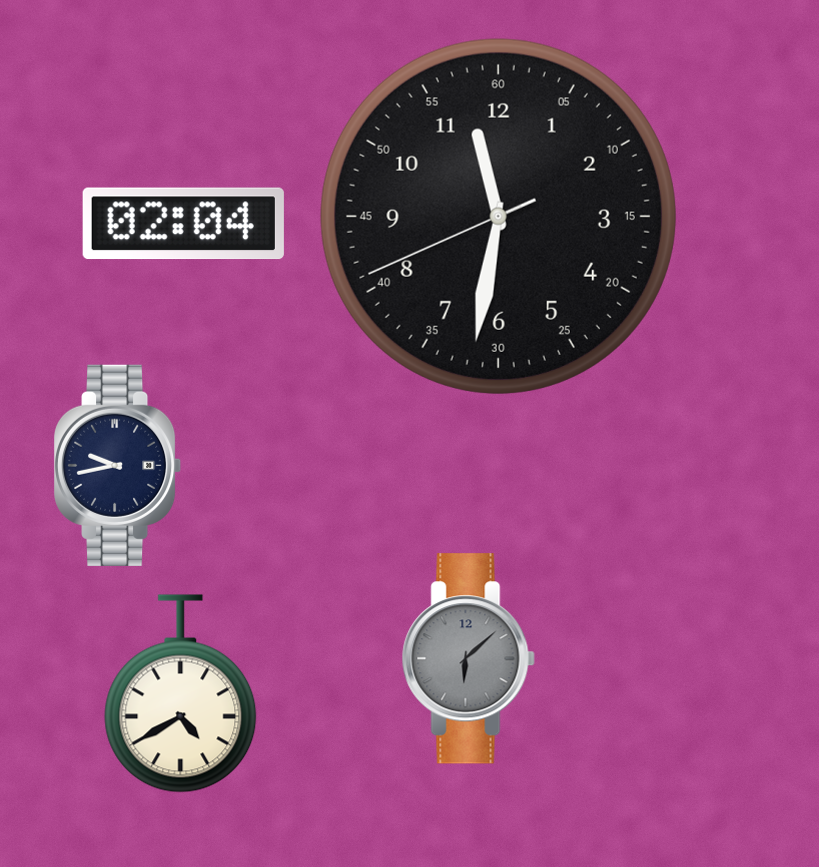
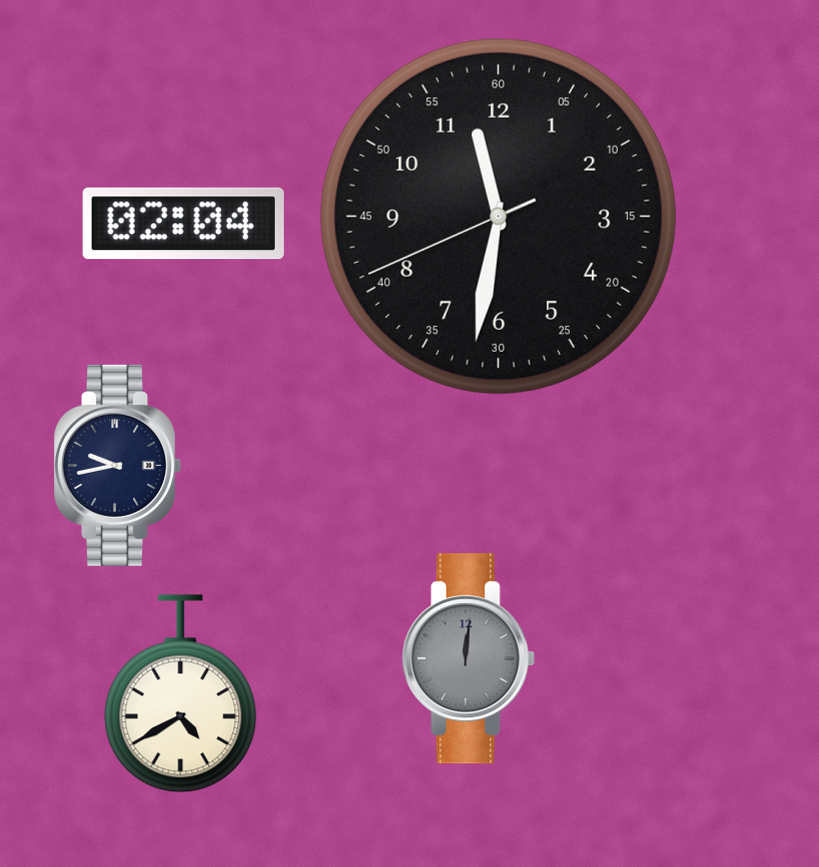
clock at (468, 659): 6:08 -> 12:01
